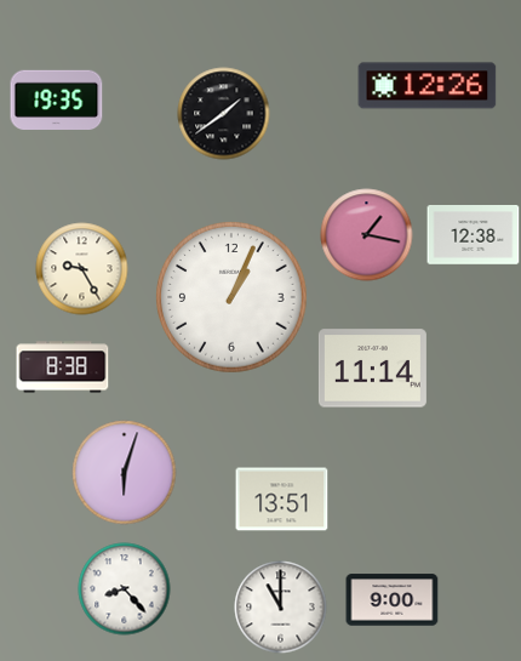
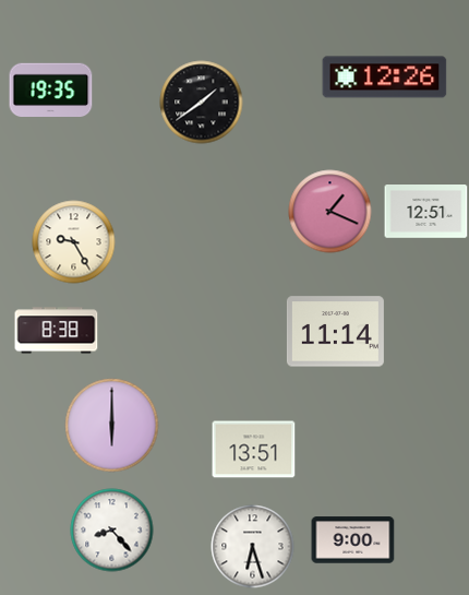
clock at (367, 235): 1:17 -> 1:19
clock at (474, 235): 12:38 -> 12:51
clock at (231, 297): 1:04 -> none
clock at (125, 473): 6:03 -> 6:00
clock at (281, 608): 11:00 -> 6:27
